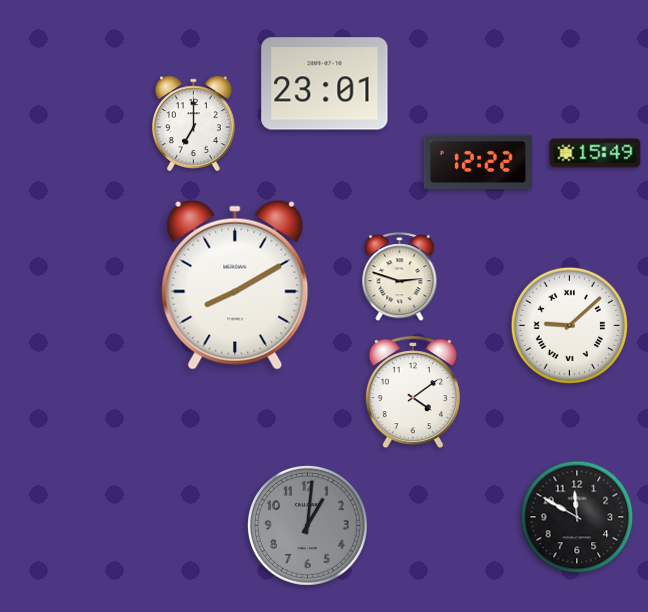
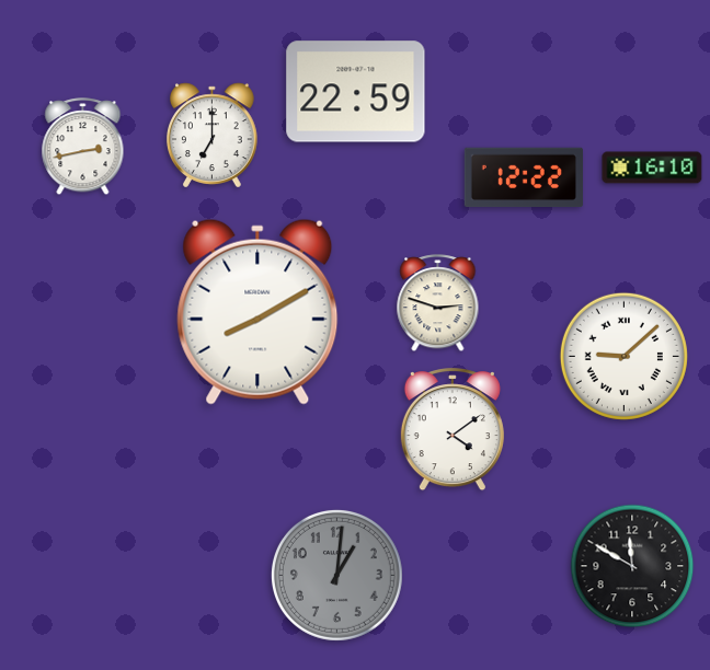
clock at (325, 84): 23:01 -> 22:59
clock at (83, 147): none -> 2:43
clock at (595, 153): 15:49 -> 16:10
